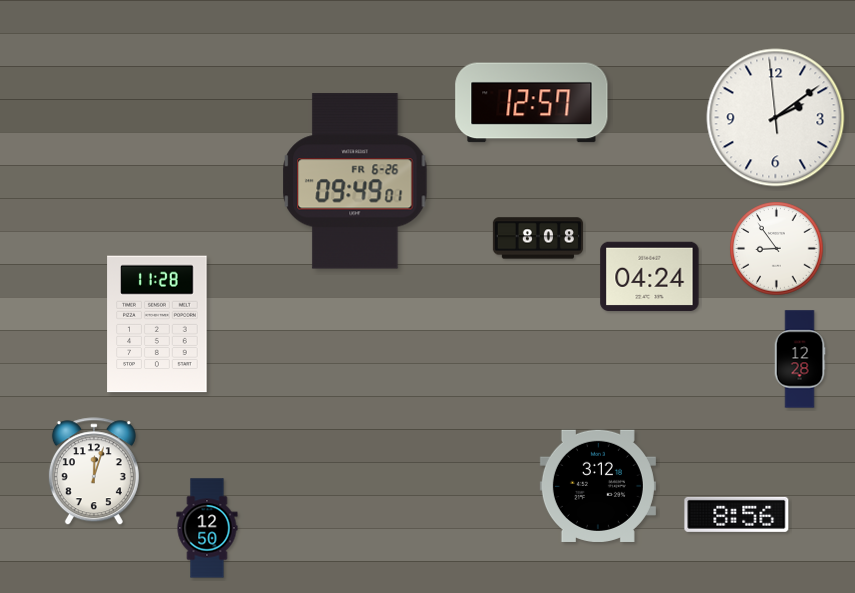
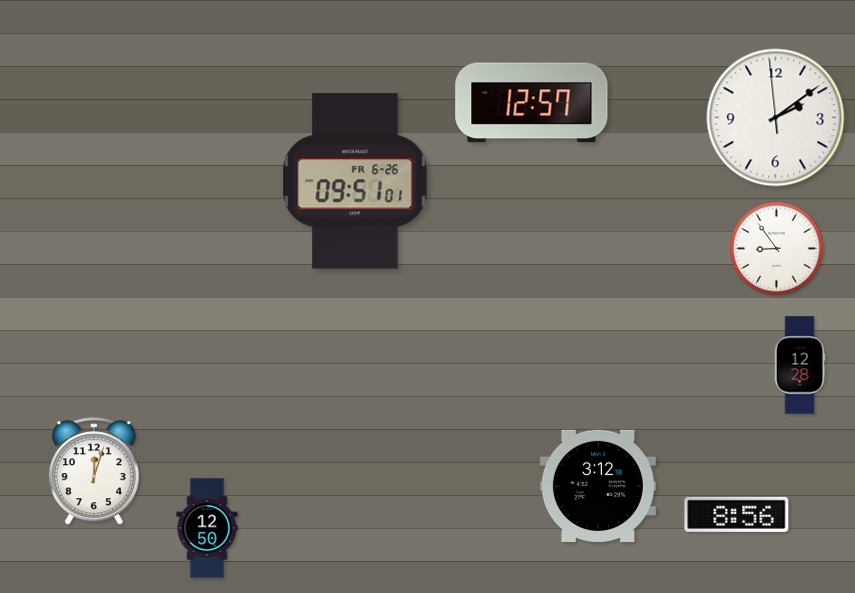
clock at (355, 181): 09:49 -> 09:51
clock at (538, 238): 8:08 -> none
clock at (650, 277): 04:24 -> none
clock at (157, 324): 11:28 -> none
clock at (800, 359) position: (800, 359) -> (800, 365)
